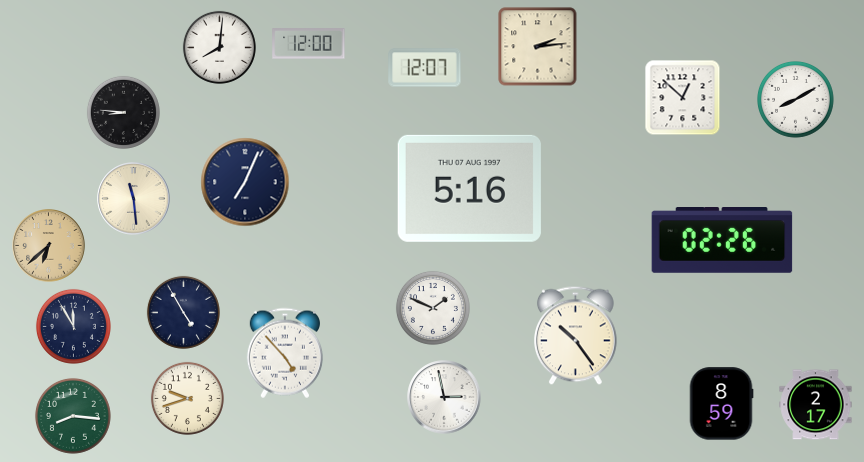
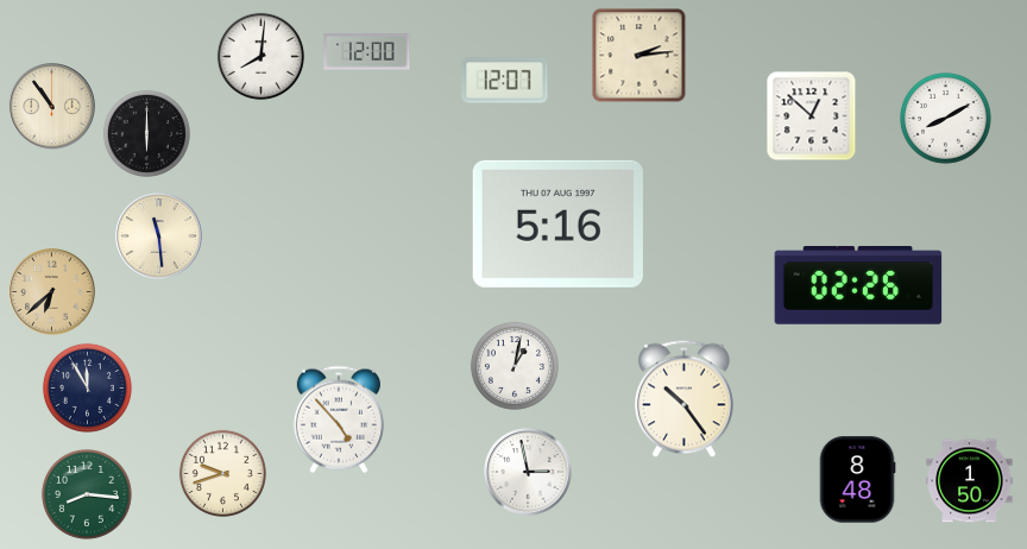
clock at (52, 107): none -> 10:54
clock at (123, 112): 8:46 -> 6:00
clock at (245, 182): 7:04 -> none
clock at (49, 246) position: (49, 246) -> (52, 292)
clock at (433, 308): 1:49 -> 1:02
clock at (183, 312): 4:55 -> none
clock at (721, 404): 8:59 -> 8:48
clock at (816, 405): 2:17 -> 1:50
